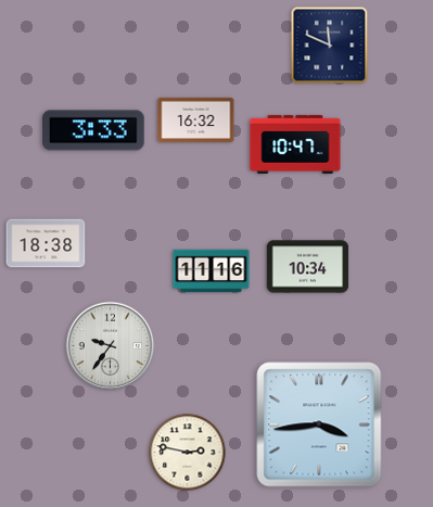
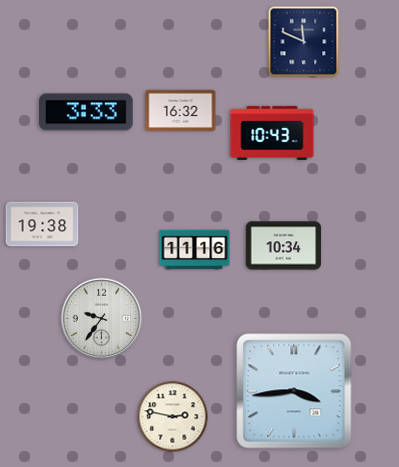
clock at (93, 130) position: (93, 130) -> (86, 112)
clock at (295, 144): 10:47 -> 10:43
clock at (46, 243): 18:38 -> 19:38
